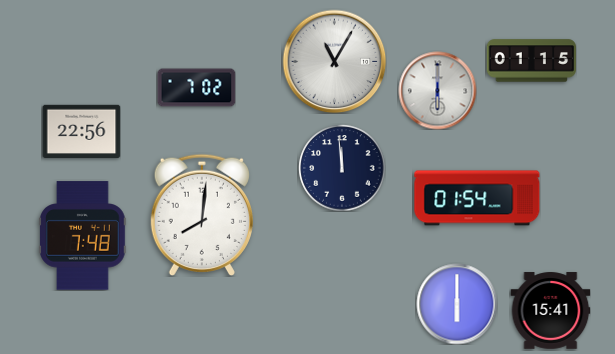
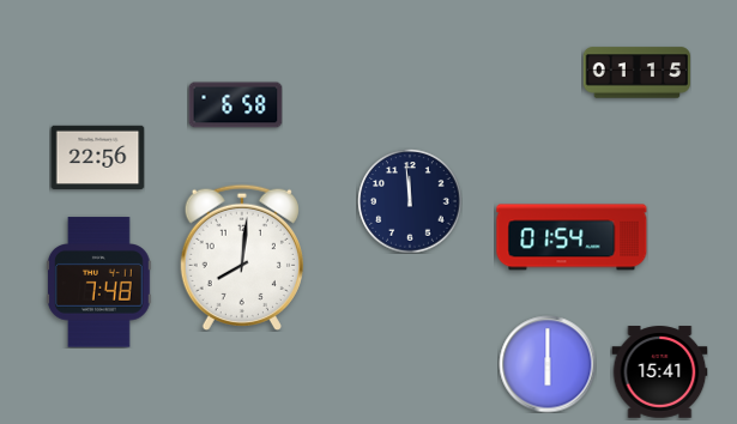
clock at (334, 61): 11:05 -> none
clock at (196, 88): 7:02 -> 6:58
clock at (437, 90): 6:00 -> none
